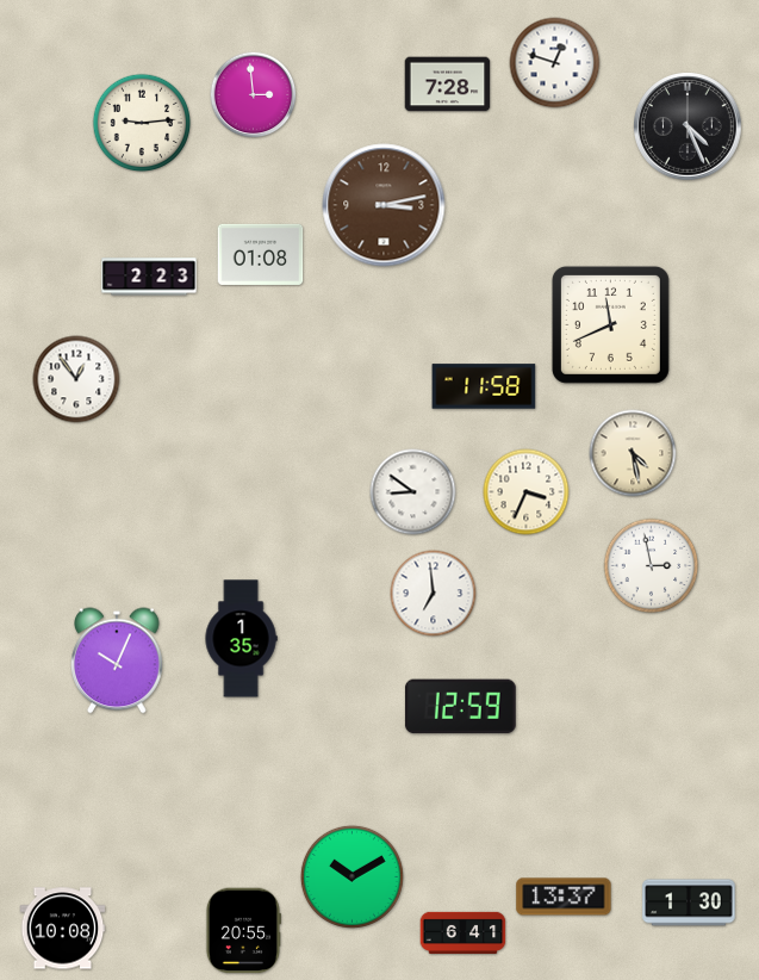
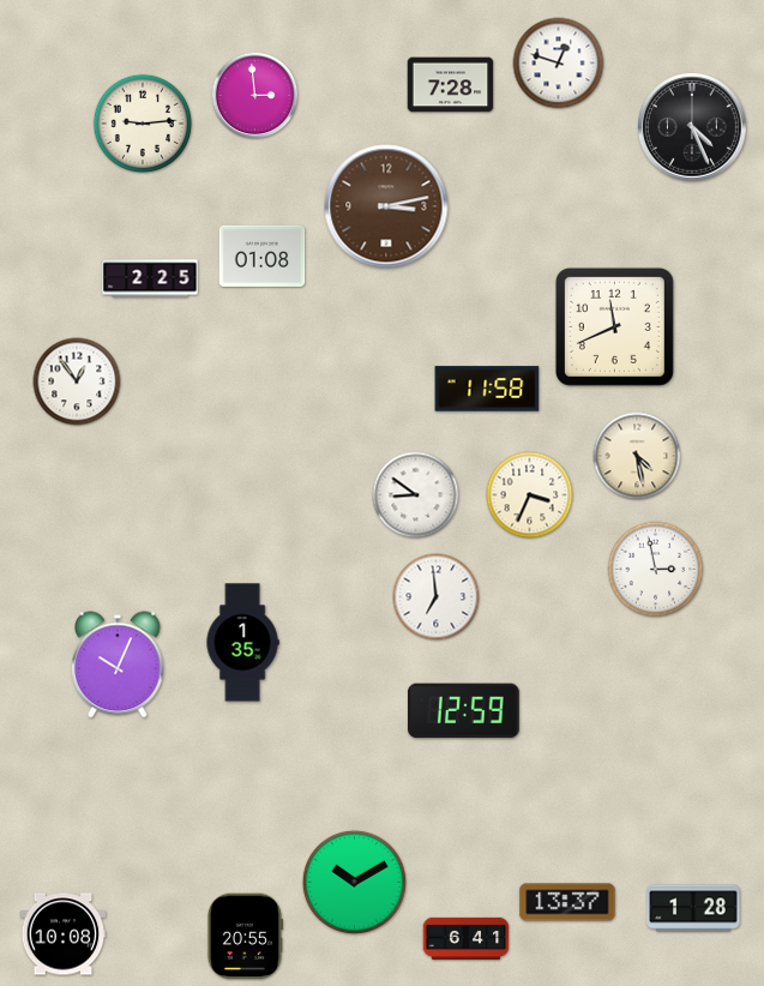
clock at (149, 277): 2:23 -> 2:25
clock at (689, 903): 1:30 -> 1:28
